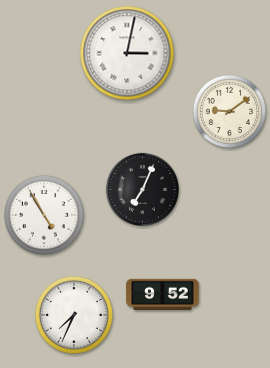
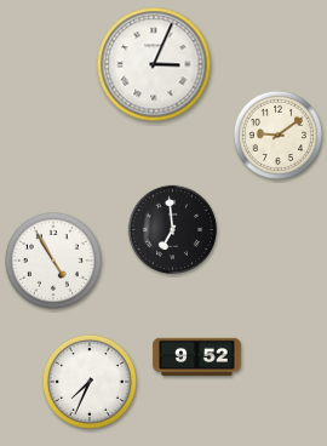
clock at (127, 53): 3:02 -> 3:04
clock at (142, 189): 7:04 -> 6:59
